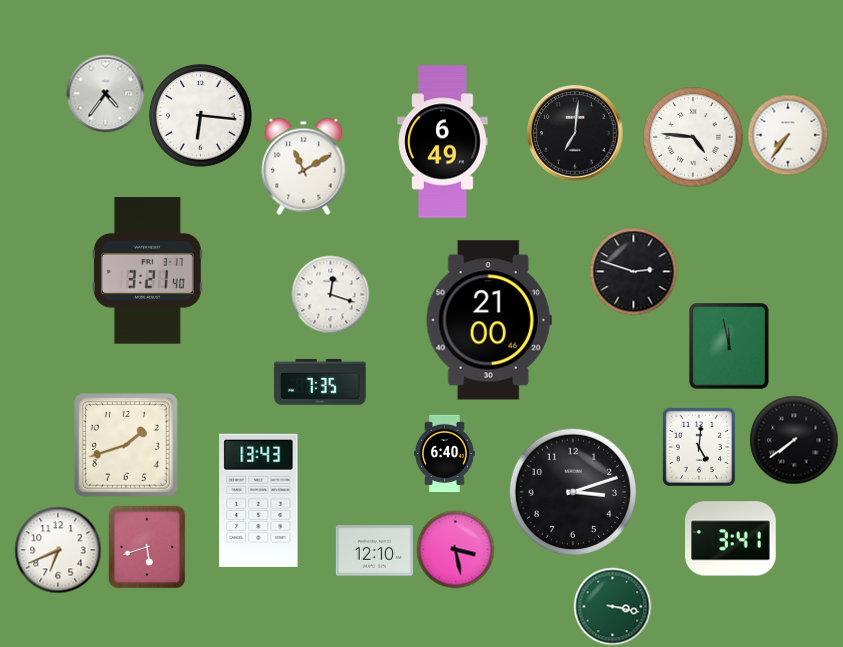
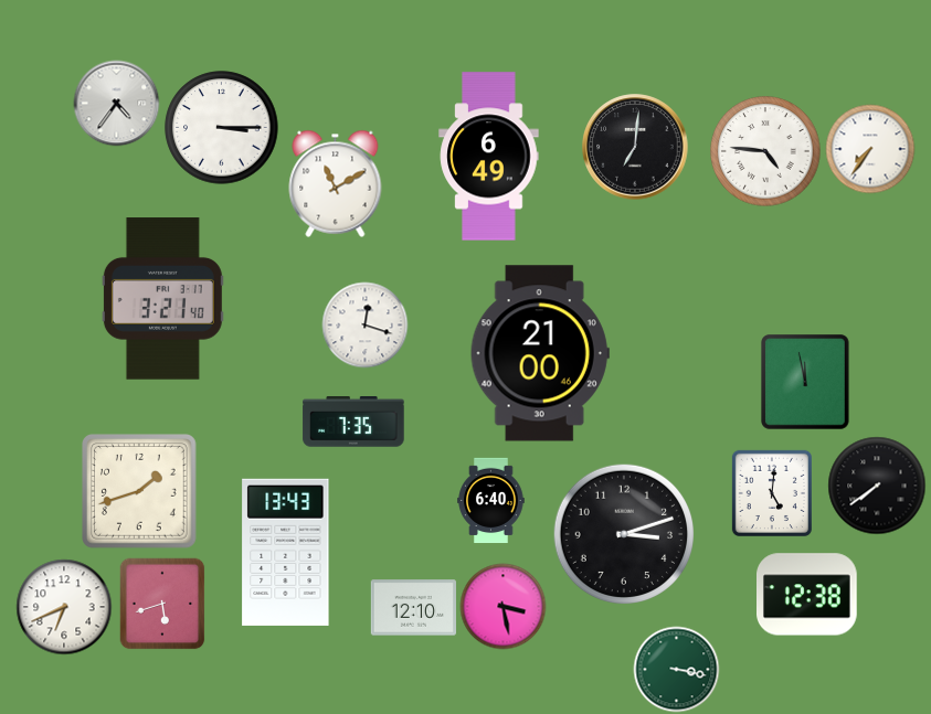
clock at (201, 116): 6:16 -> 3:15
clock at (633, 271): 2:48 -> none
clock at (572, 491) position: (572, 491) -> (623, 533)
clock at (731, 539): 3:41 -> 12:38
